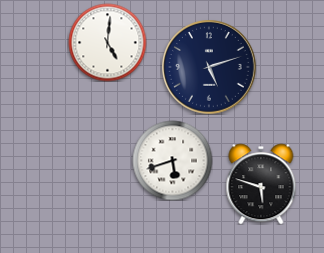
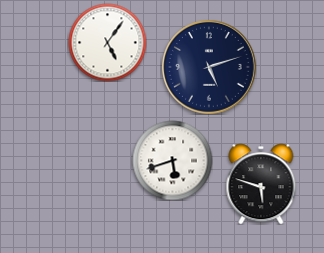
clock at (107, 42): 5:01 -> 5:06
